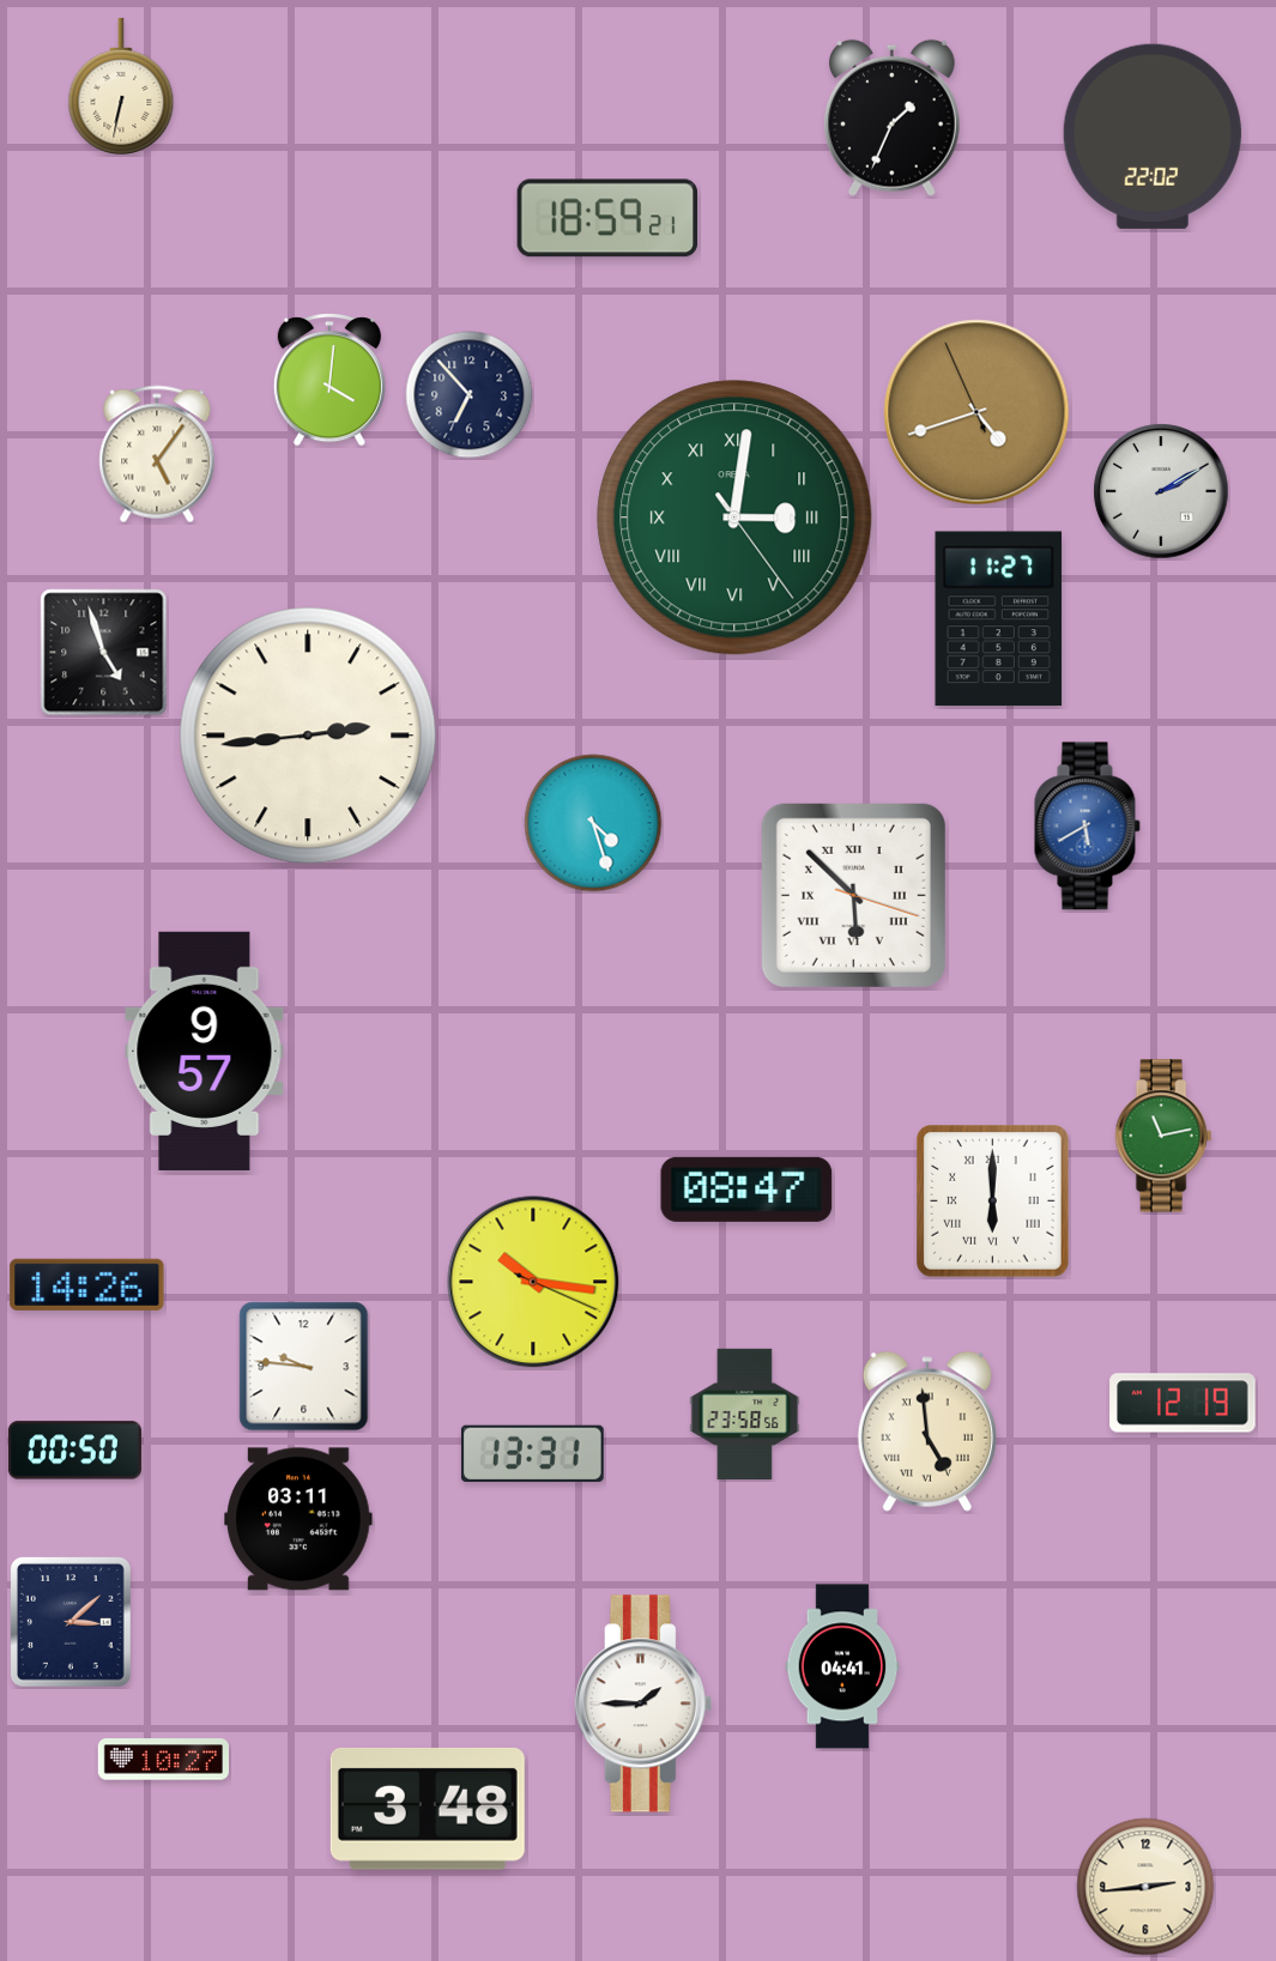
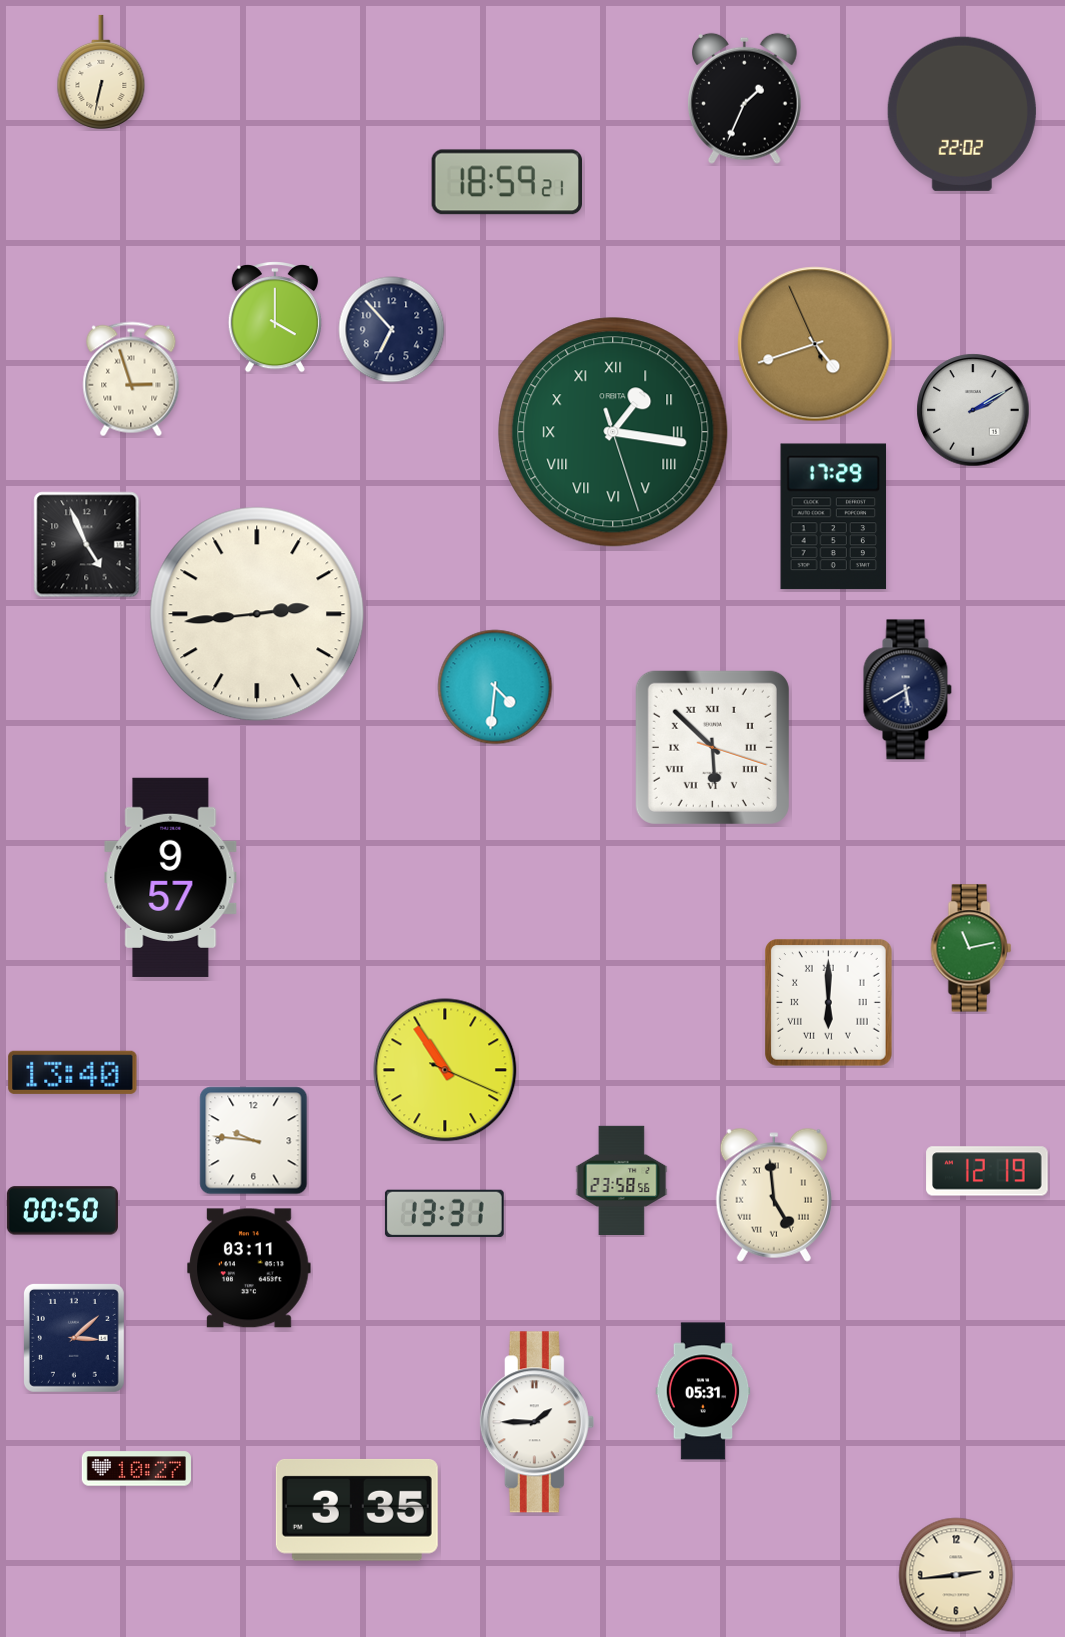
clock at (329, 381): 4:01 -> 4:00
clock at (157, 454): 5:06 -> 2:57
clock at (1161, 491) position: (1161, 491) -> (973, 410)
clock at (734, 518): 3:01 -> 1:16
clock at (999, 619): 11:27 -> 17:29
clock at (104, 653): 4:57 -> 4:56
clock at (593, 823): 4:27 -> 4:31
clock at (1087, 827) dial: blue -> navy
clock at (746, 1190): 08:47 -> none
clock at (533, 1282): 10:16 -> 10:54
clock at (87, 1284): 14:26 -> 13:40
clock at (71, 1622) position: (71, 1622) -> (74, 1338)
clock at (842, 1666): 04:41 -> 05:31
clock at (428, 1809): 3:48 -> 3:35
